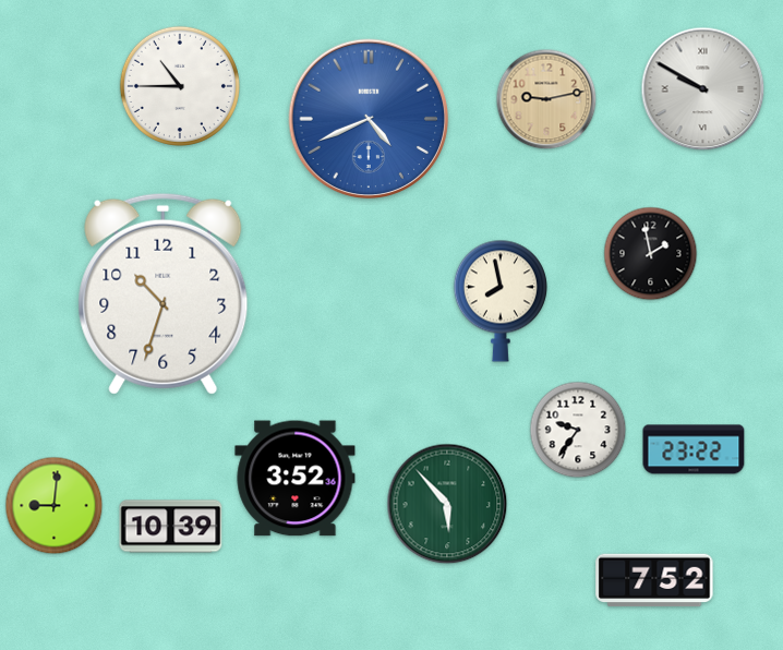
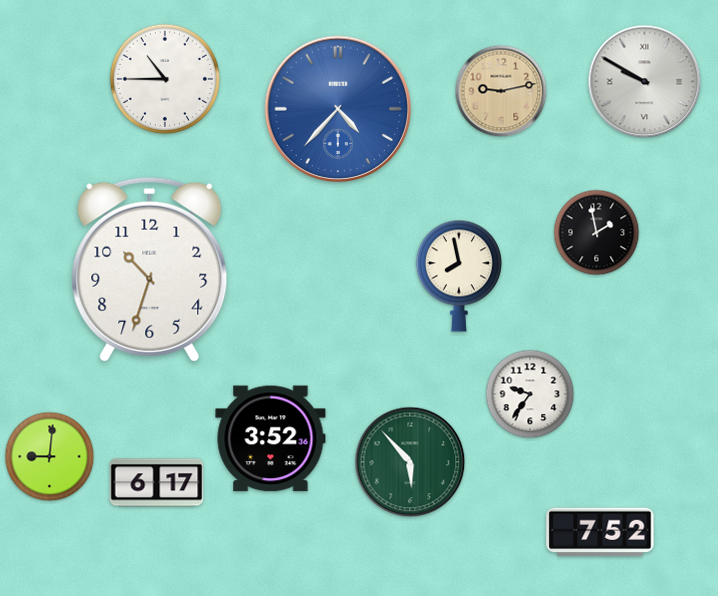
clock at (369, 119): 4:41 -> 4:37
clock at (694, 449): 23:22 -> none
clock at (55, 506) position: (55, 506) -> (50, 457)
clock at (171, 527): 10:39 -> 6:17
